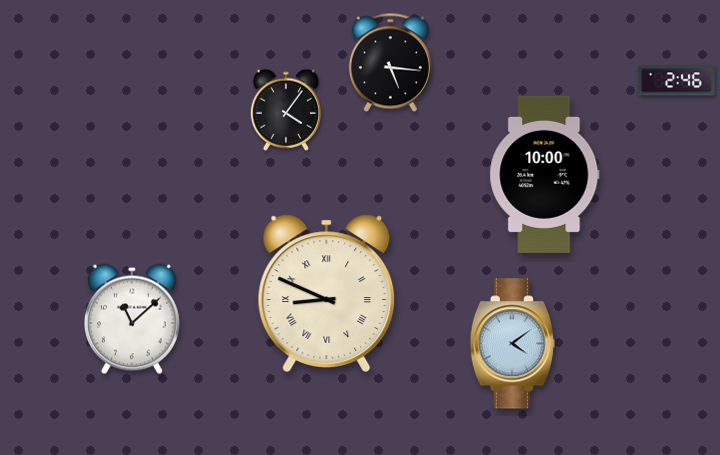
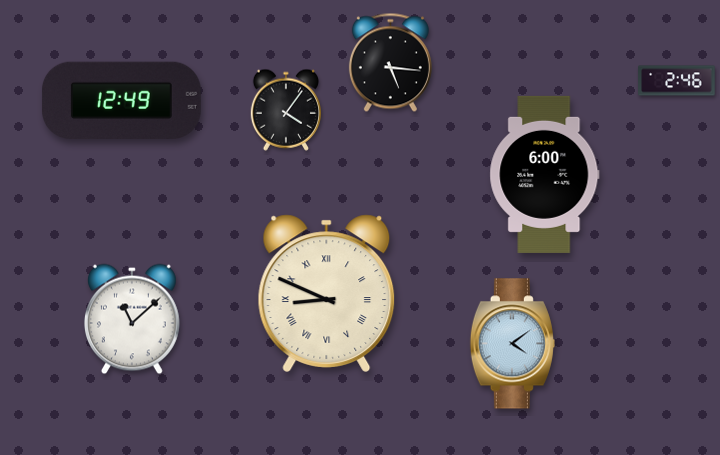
clock at (121, 101): none -> 12:49
clock at (545, 174): 10:00 -> 6:00
